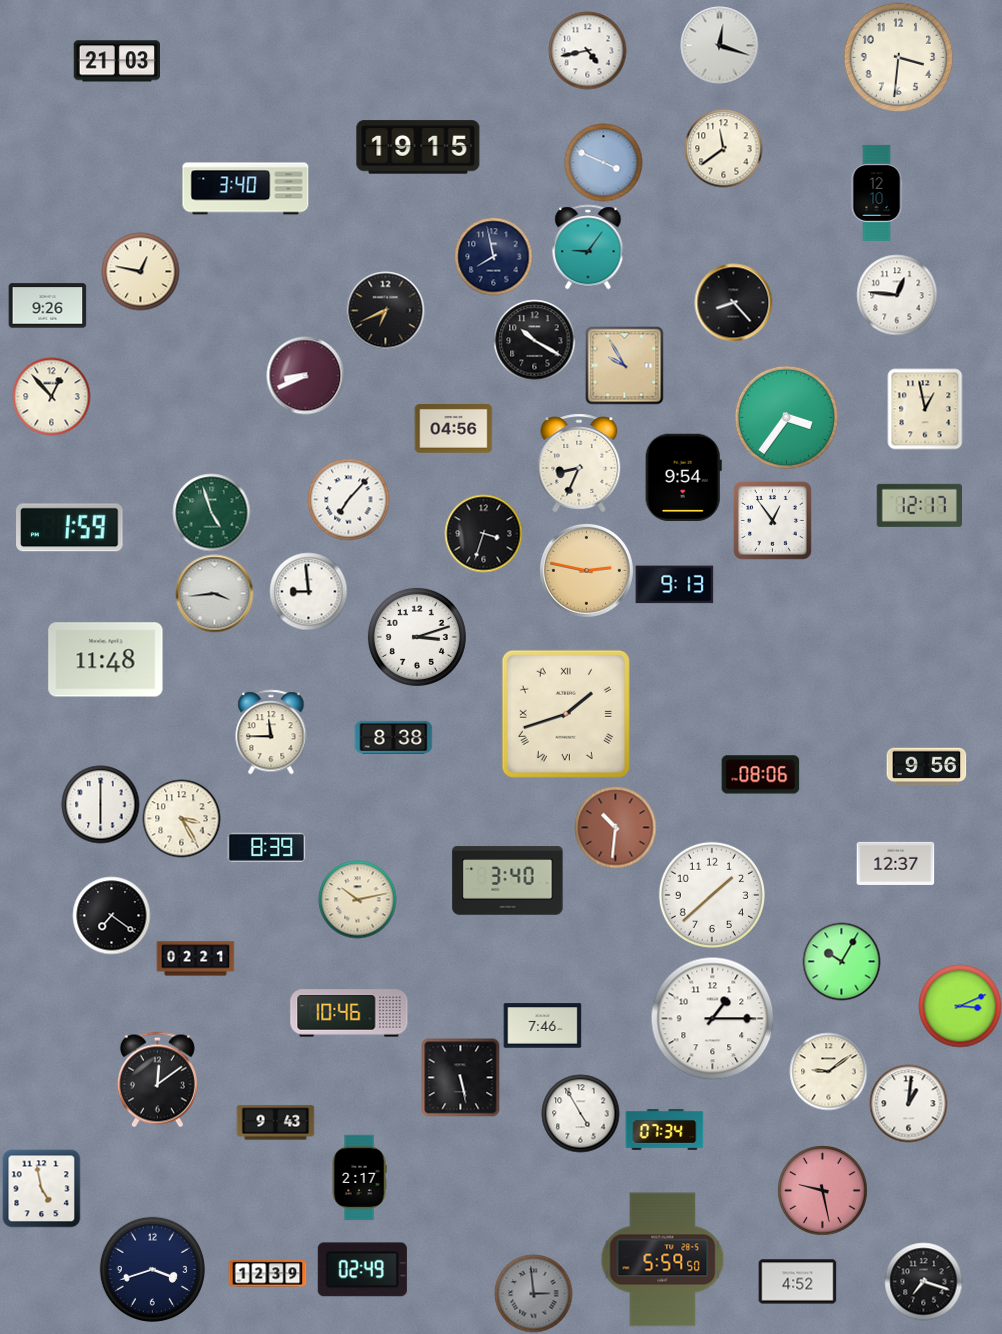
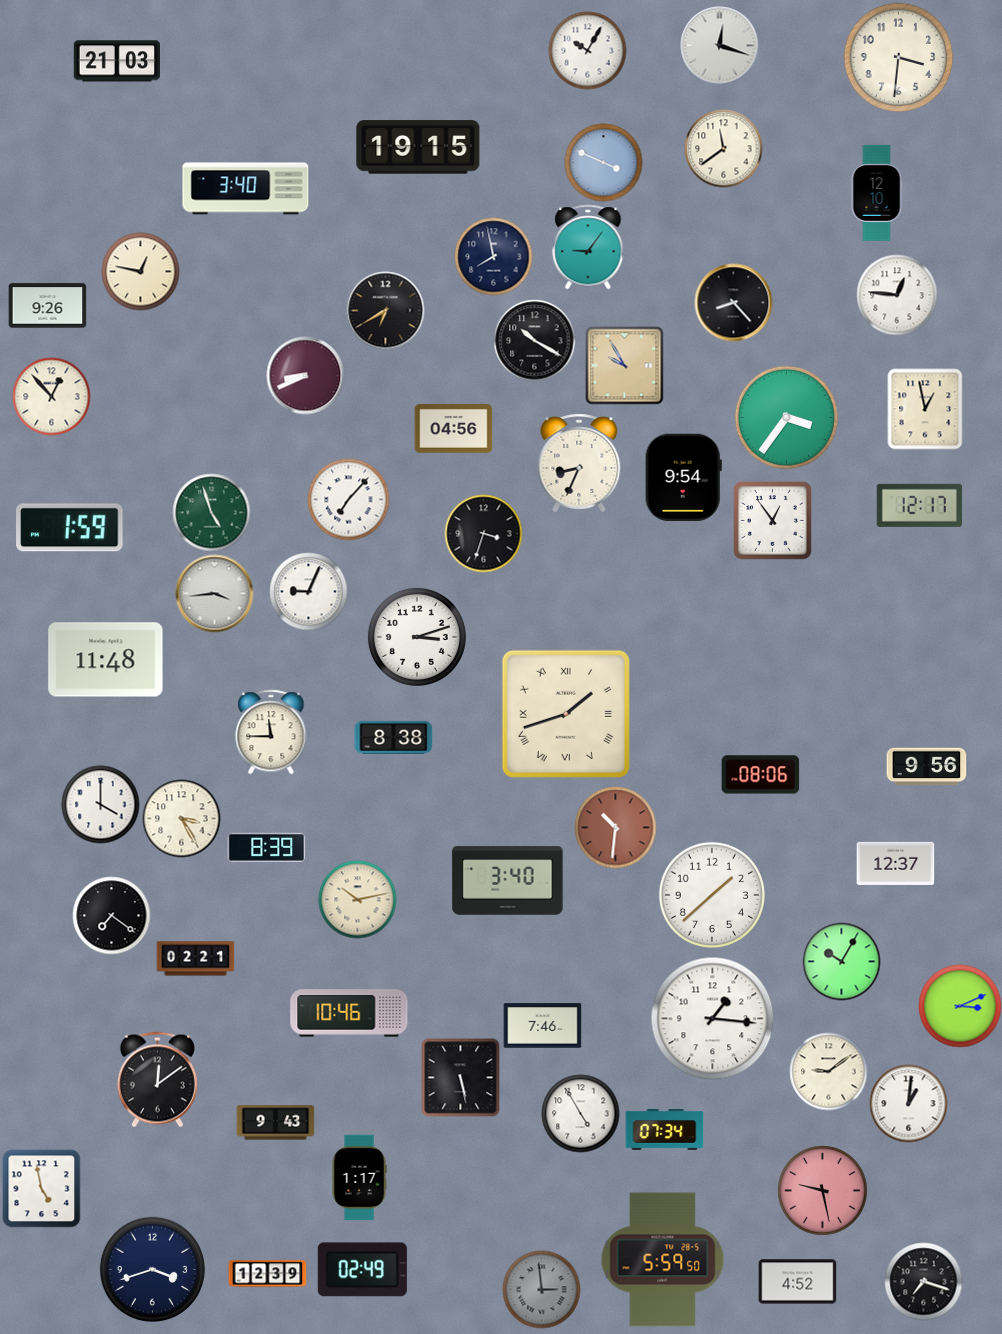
clock at (587, 50): 4:43 -> 10:05
clock at (385, 310): 6:41 -> 6:40
clock at (586, 570): 2:47 -> none
clock at (674, 585): 9:13 -> none
clock at (308, 591): 8:59 -> 9:04
clock at (100, 804): 6:00 -> 4:00
clock at (712, 1018): 1:15 -> 1:16
clock at (359, 1177): 2:17 -> 1:17
clock at (533, 1293) position: (533, 1293) -> (541, 1289)
